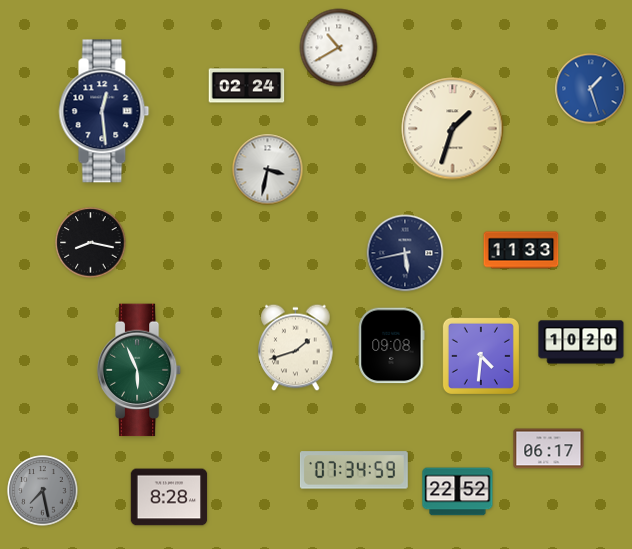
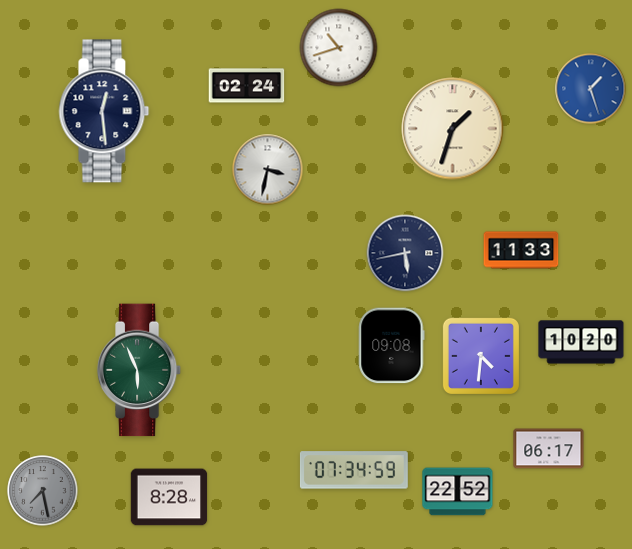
clock at (339, 48): 10:40 -> 10:42
clock at (91, 243): 8:17 -> none
clock at (296, 348): 1:42 -> none
